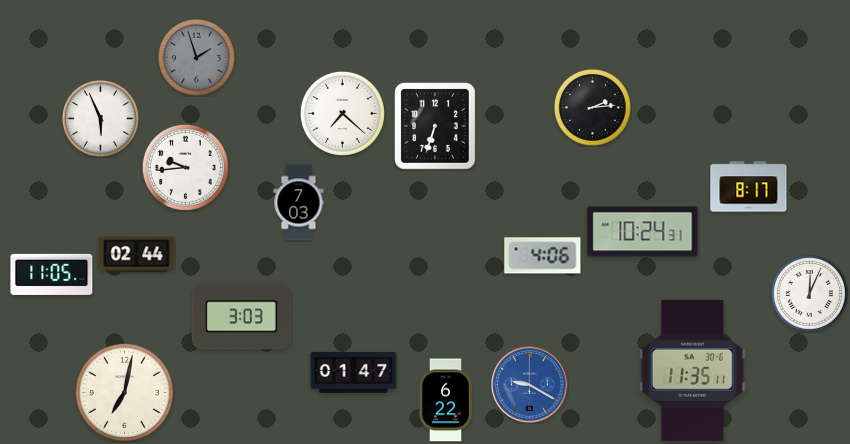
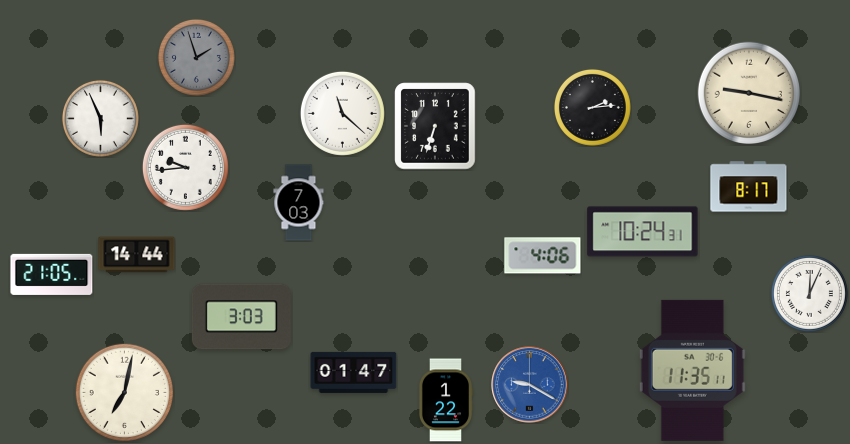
clock at (748, 92): none -> 9:17
clock at (342, 113): 7:22 -> 11:22
clock at (137, 255): 02:44 -> 14:44
clock at (52, 274): 11:05 -> 21:05
clock at (445, 400): 6:22 -> 1:22
